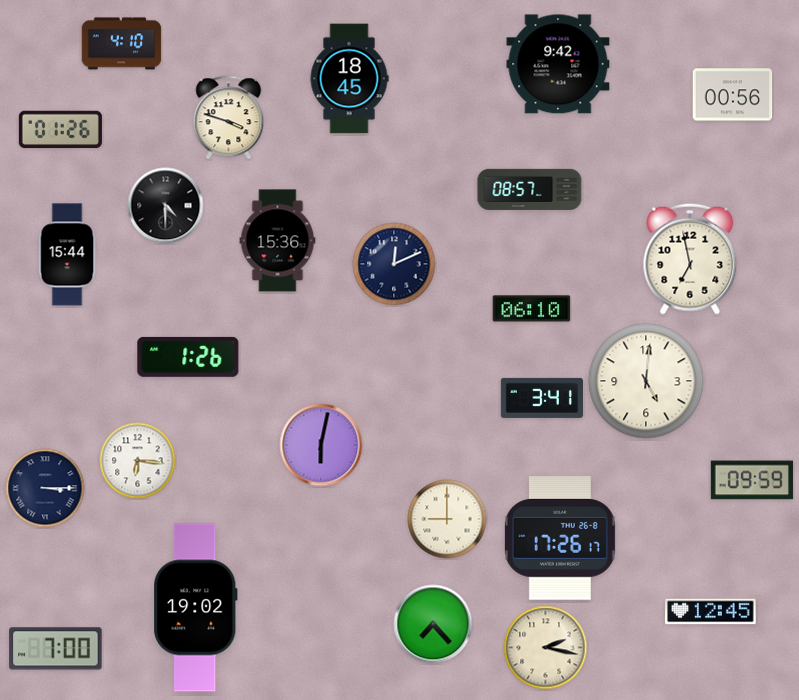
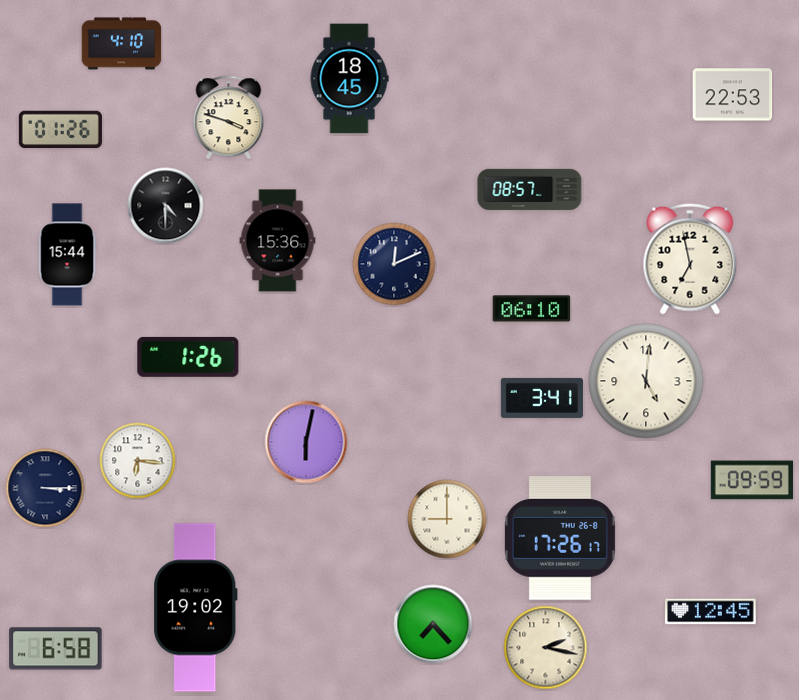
clock at (558, 64): 9:42 -> none
clock at (733, 95): 00:56 -> 22:53
clock at (321, 445) position: (321, 445) -> (306, 442)
clock at (56, 649): 7:00 -> 6:58
